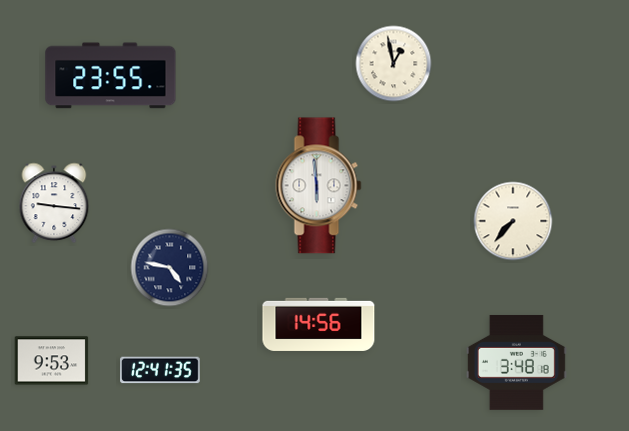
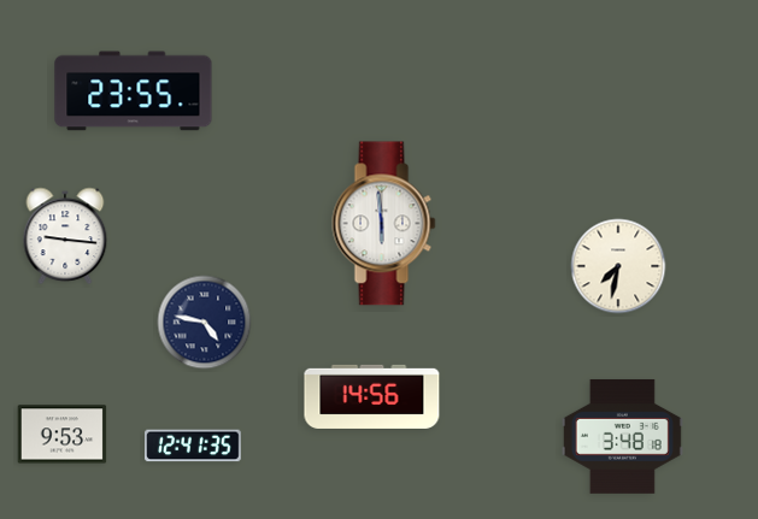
clock at (394, 64): 12:58 -> none
clock at (54, 203) position: (54, 203) -> (65, 236)
clock at (513, 221): 7:37 -> 7:32
clock at (319, 324) position: (319, 324) -> (372, 396)
